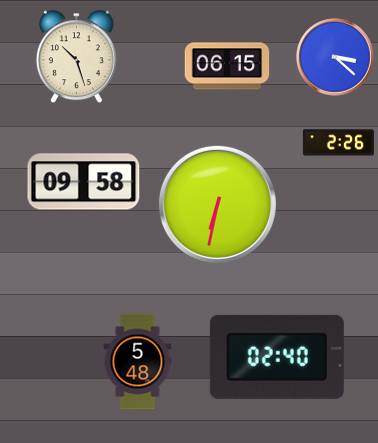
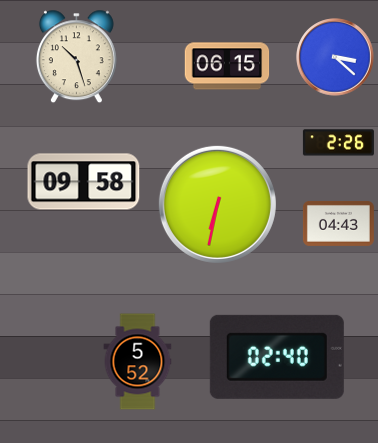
clock at (338, 223): none -> 04:43
clock at (138, 362): 5:48 -> 5:52
